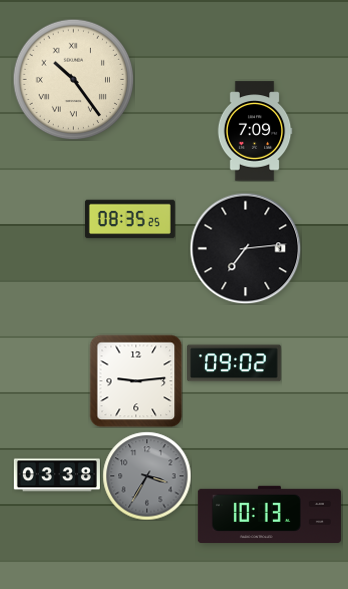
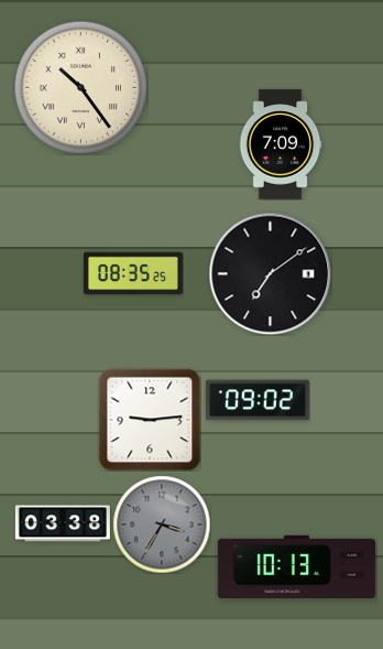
clock at (130, 219) position: (130, 219) -> (133, 273)
clock at (245, 248): 7:14 -> 7:09
